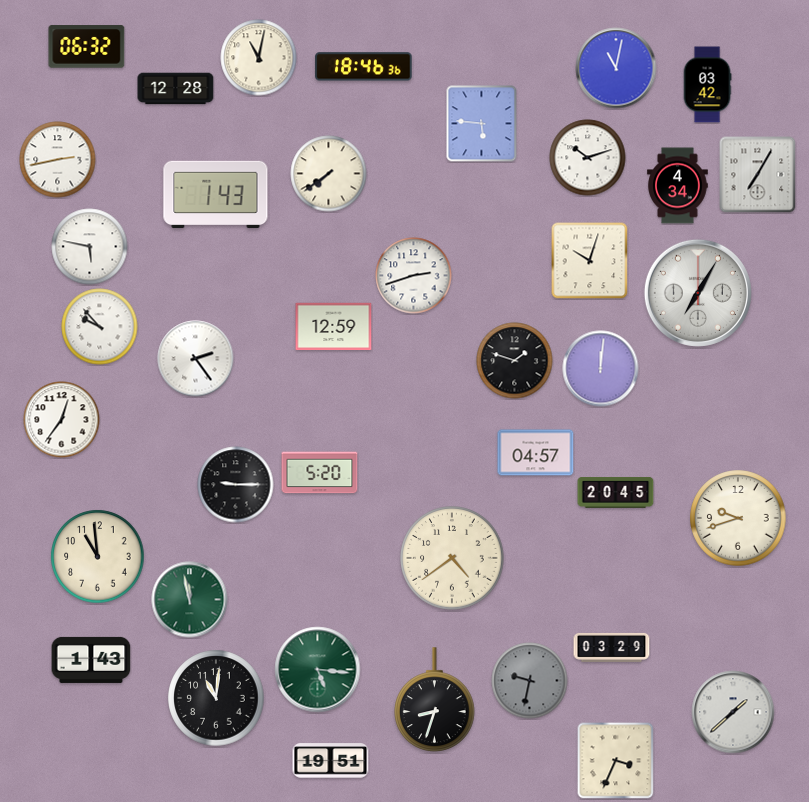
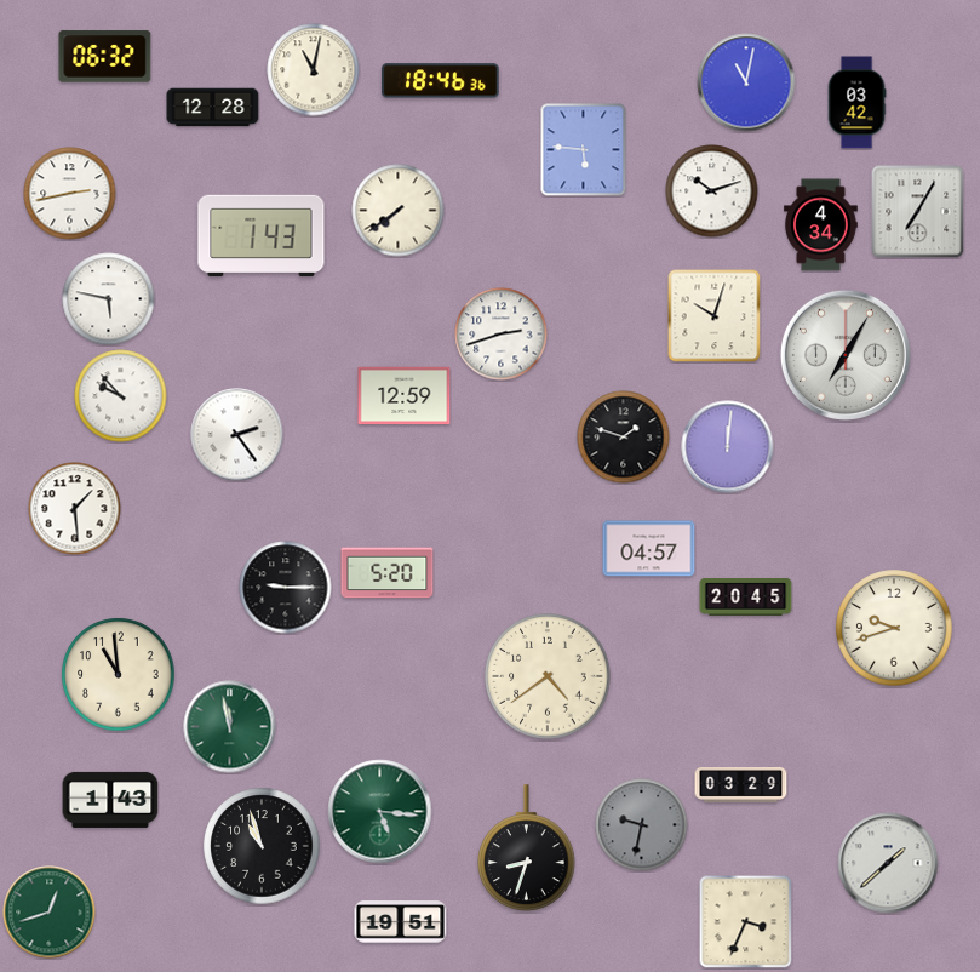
clock at (62, 420): 12:36 -> 1:29
clock at (318, 670) position: (318, 670) -> (380, 812)
clock at (216, 698): 11:01 -> 10:57
clock at (50, 913): none -> 12:42
